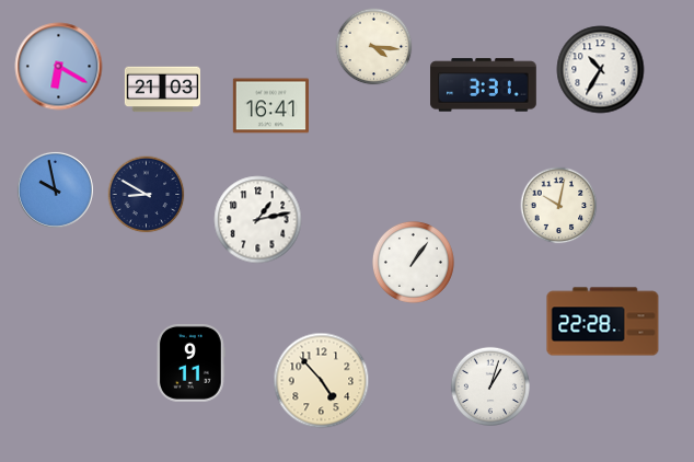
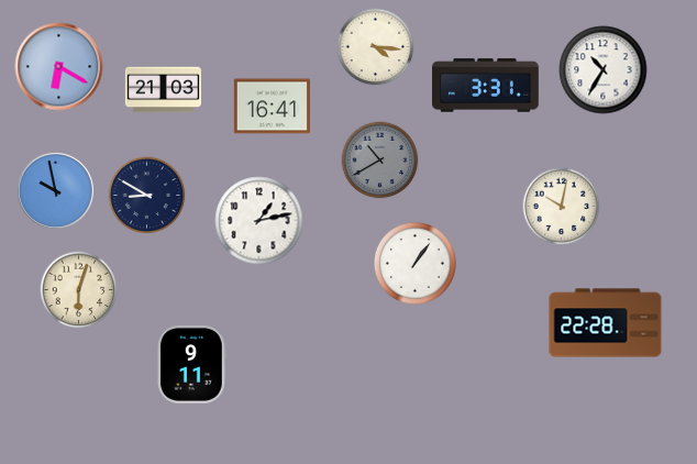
clock at (380, 161): none -> 10:40
clock at (79, 290): none -> 6:03
clock at (322, 381): 4:53 -> none
clock at (489, 385): 1:03 -> none
